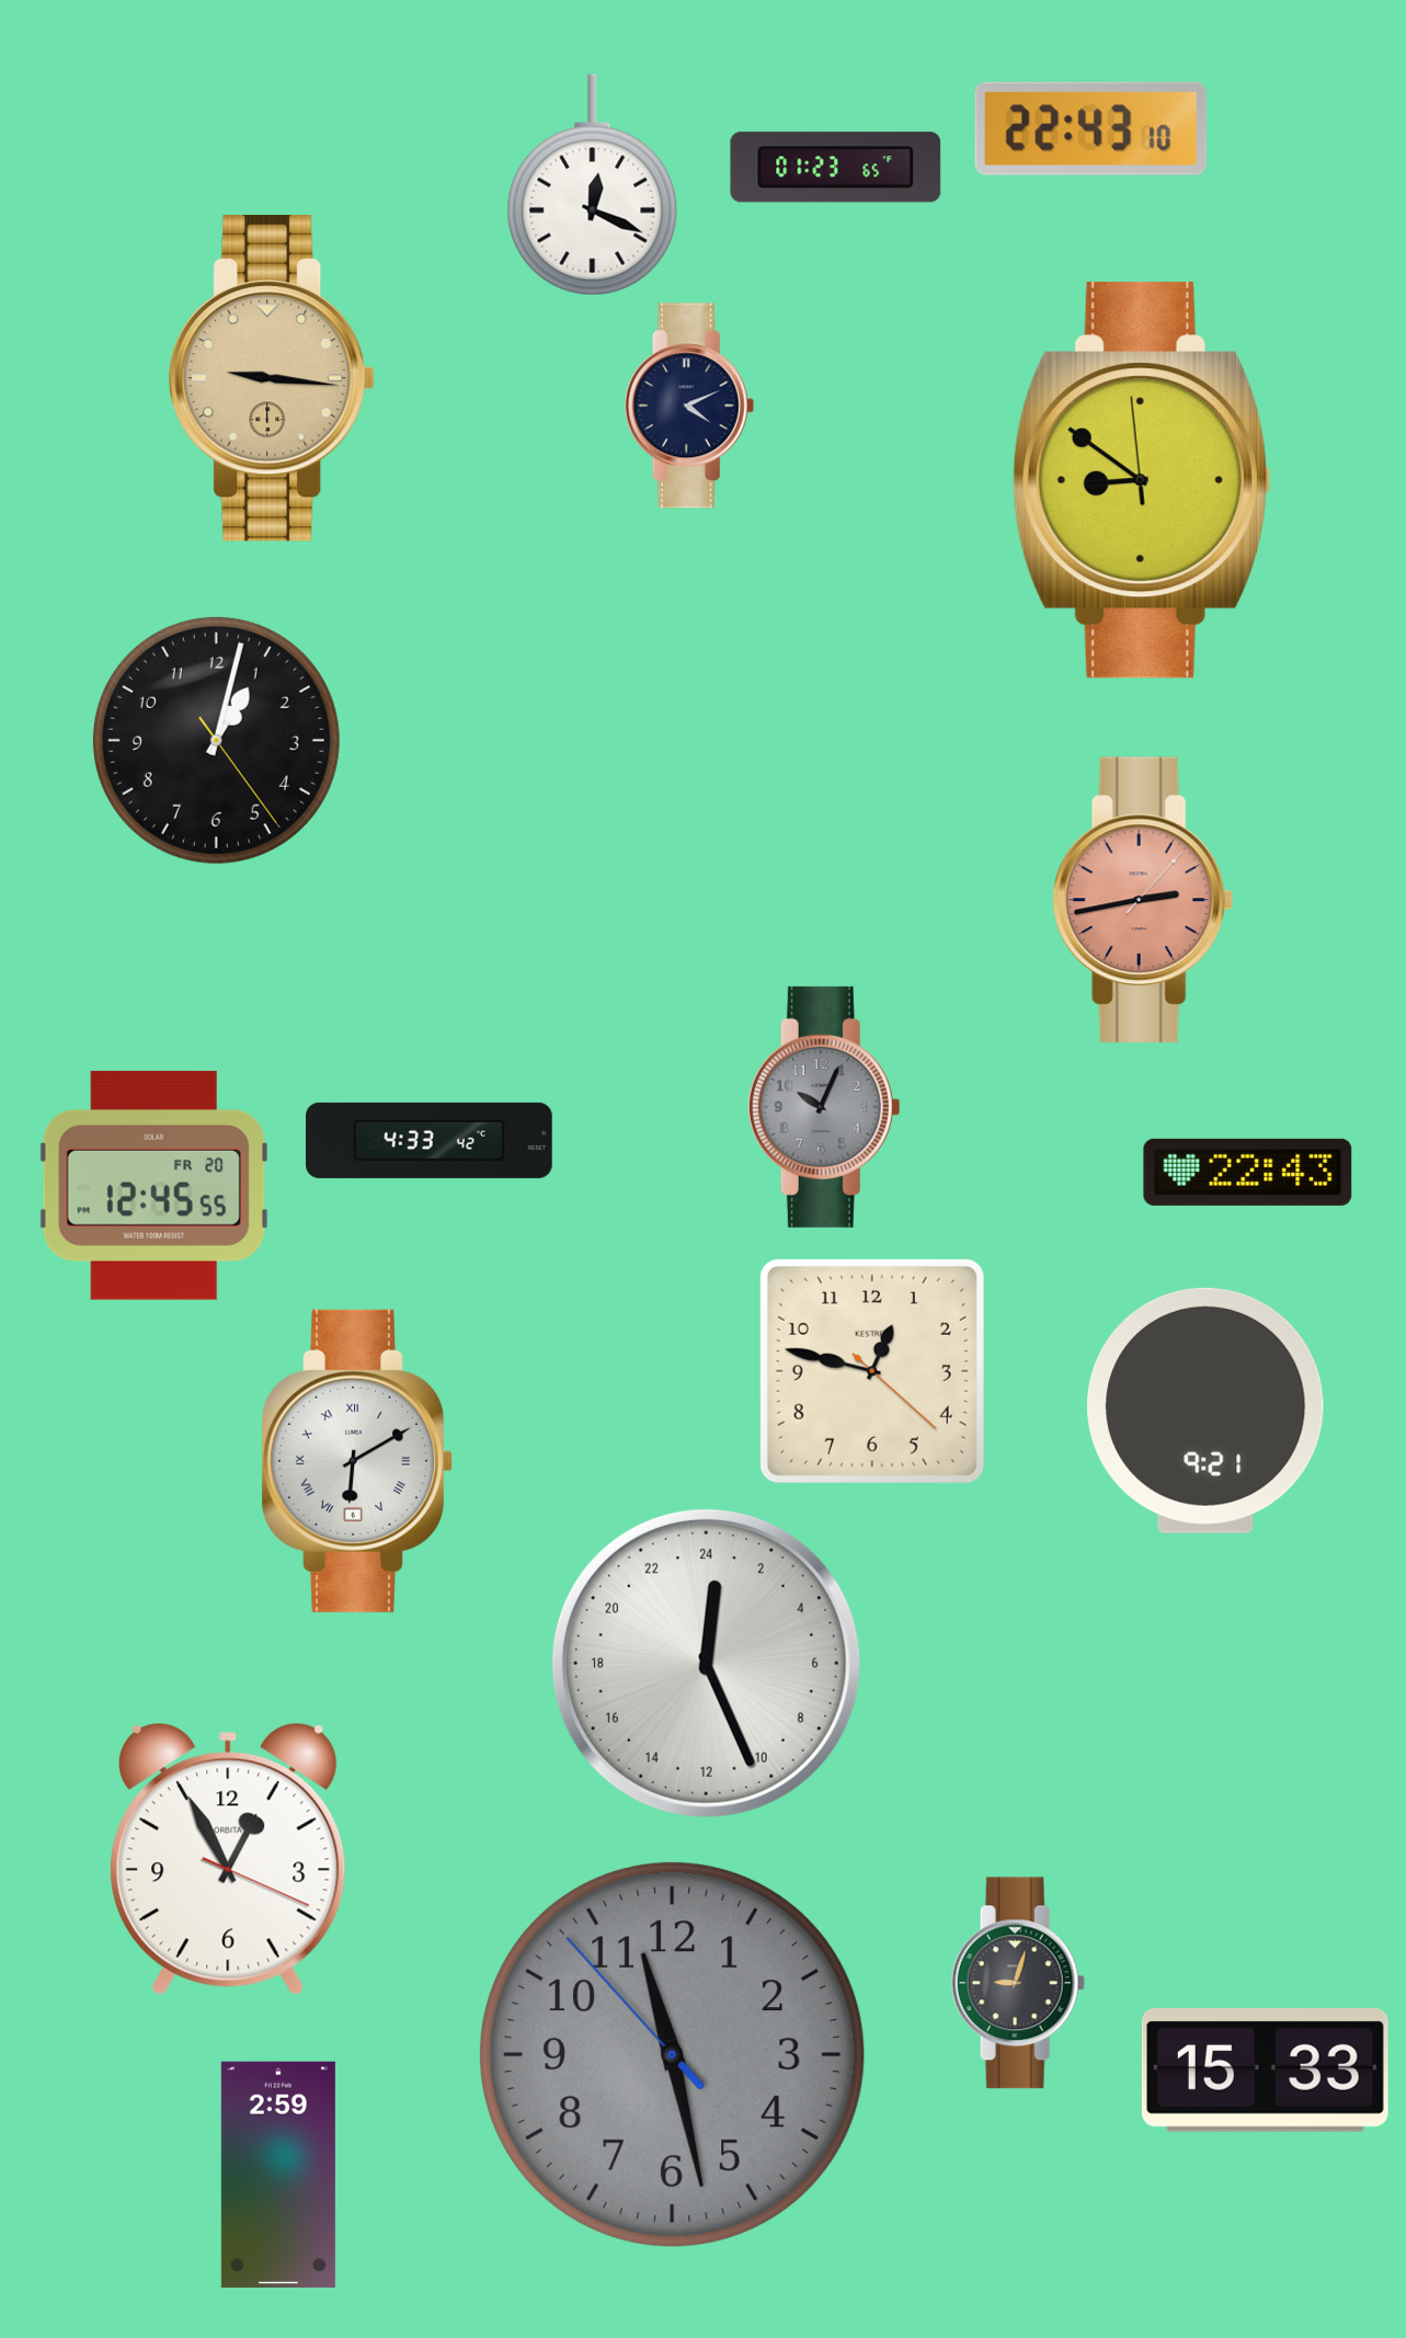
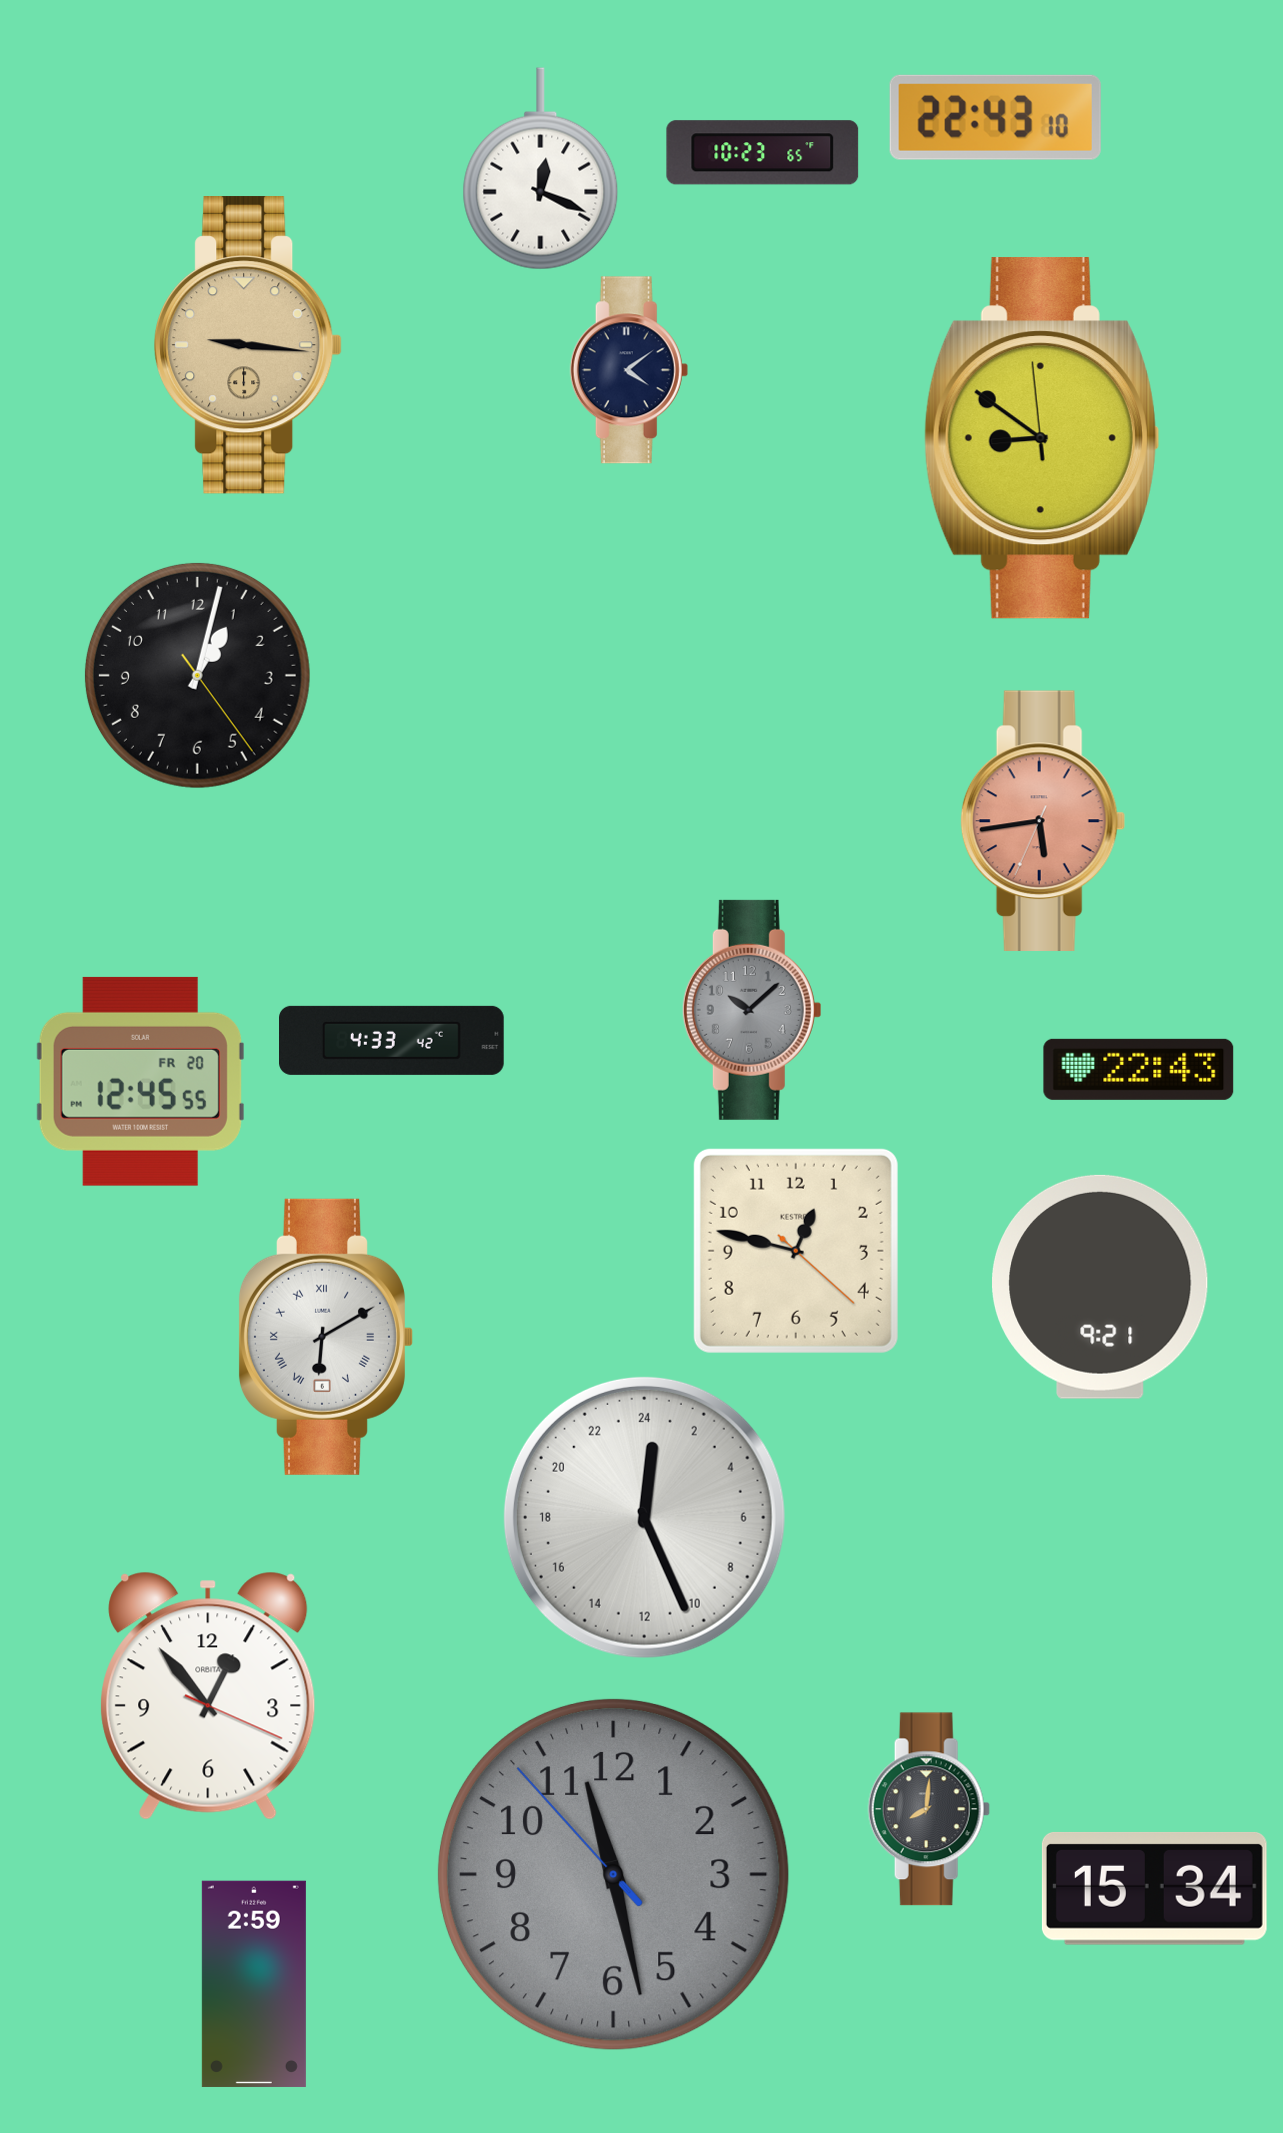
clock at (836, 168): 01:23 -> 10:23
clock at (689, 406): 4:11 -> 4:09
clock at (1143, 899): 2:43 -> 5:43
clock at (824, 1107): 10:04 -> 10:08
clock at (356, 1461) position: (356, 1461) -> (325, 1337)
clock at (228, 1859): 12:55 -> 12:53
clock at (1018, 1983): 9:03 -> 8:01
clock at (1265, 2069): 15:33 -> 15:34
